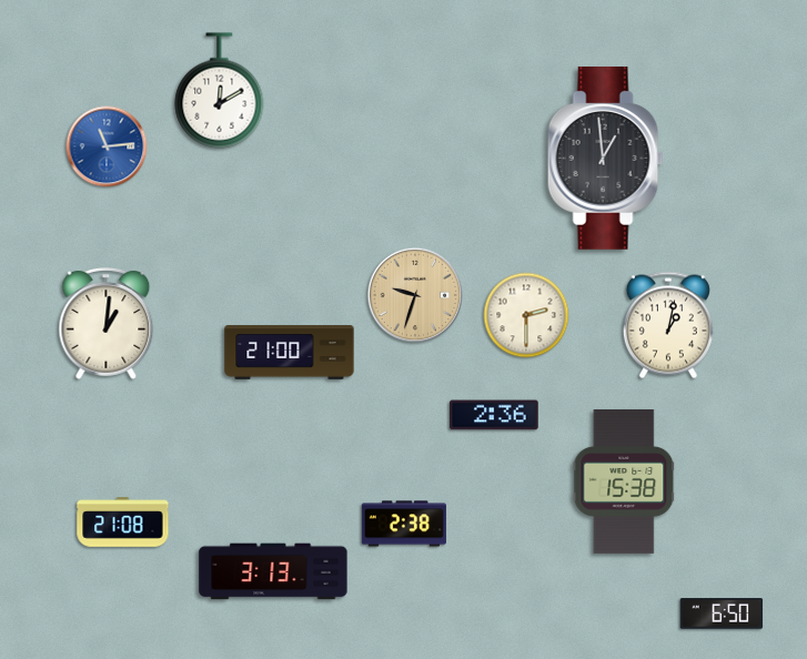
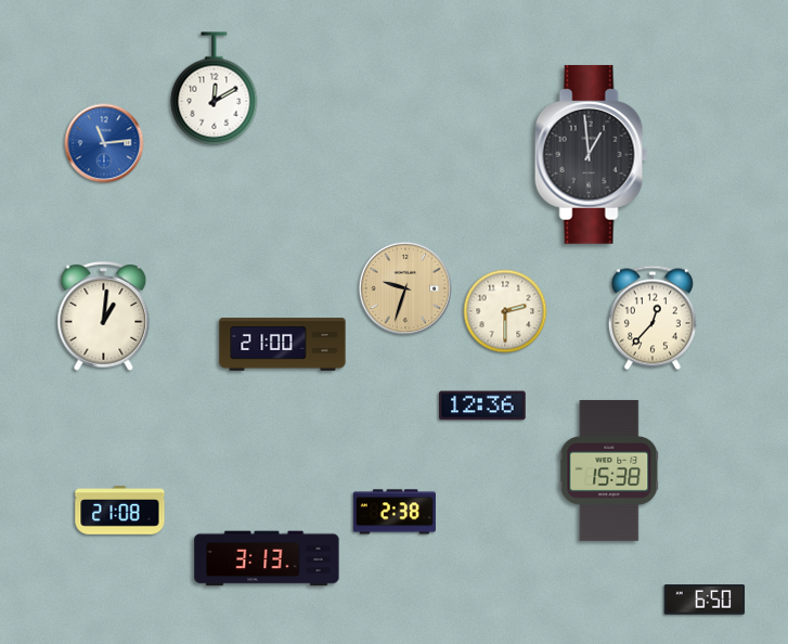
clock at (526, 315) position: (526, 315) -> (505, 311)
clock at (668, 325): 1:02 -> 12:37
clock at (494, 415): 2:36 -> 12:36
